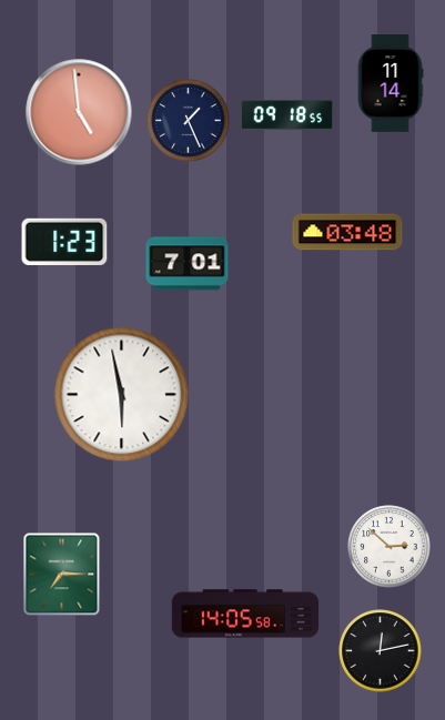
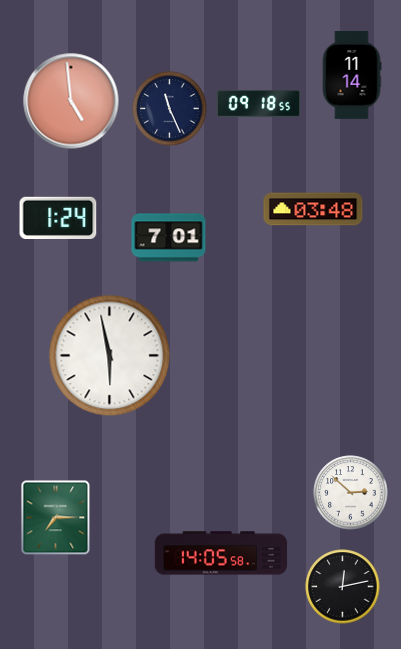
clock at (189, 121): 1:26 -> 11:26
clock at (64, 241): 1:23 -> 1:24
